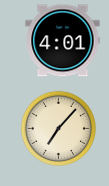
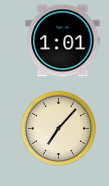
clock at (63, 41): 4:01 -> 1:01
